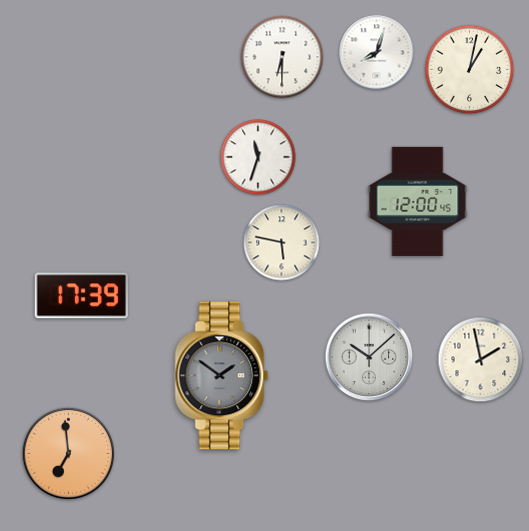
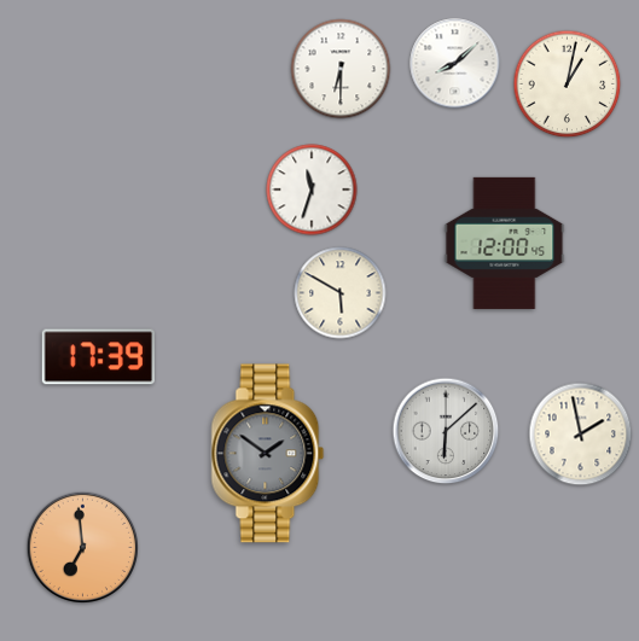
clock at (377, 53): 8:03 -> 8:08
clock at (282, 243): 5:47 -> 5:50
clock at (369, 357): 10:08 -> 6:08
